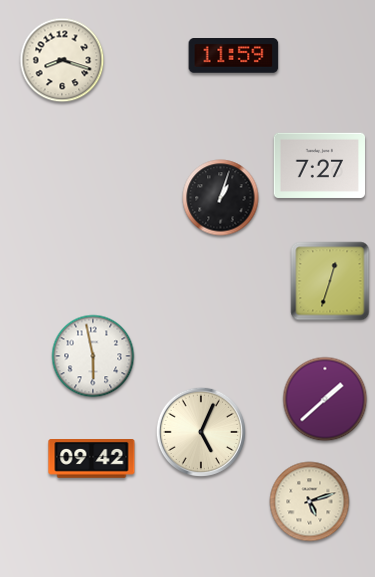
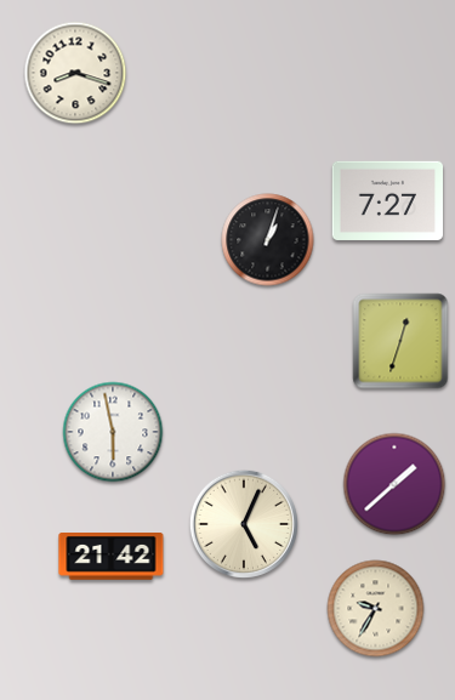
clock at (234, 56): 11:59 -> none
clock at (92, 459): 09:42 -> 21:42
clock at (310, 502): 5:12 -> 9:35
